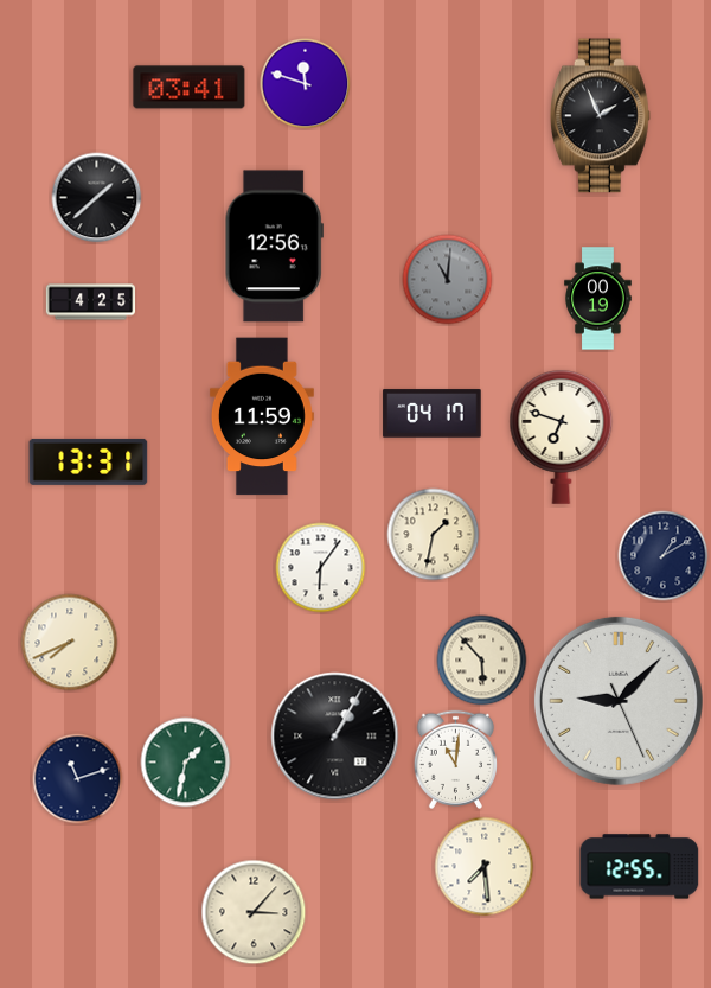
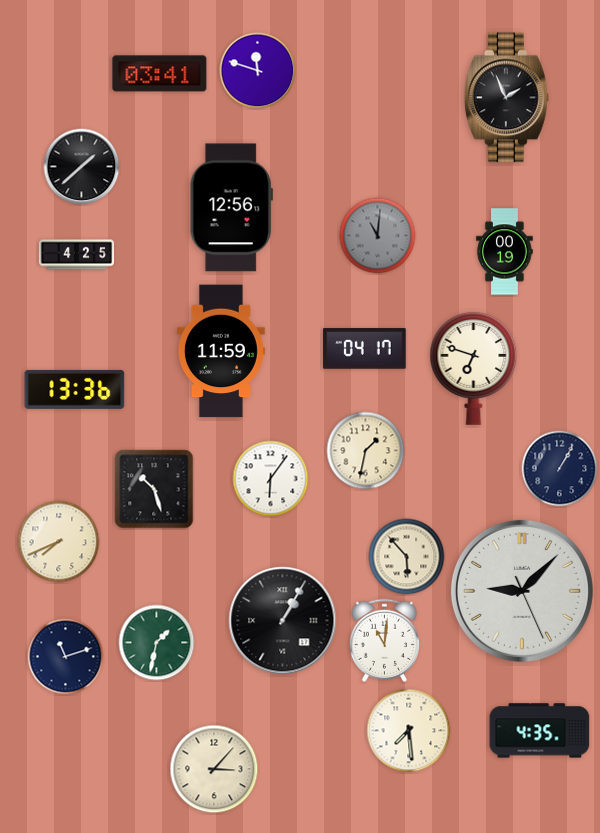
clock at (89, 461): 13:31 -> 13:36
clock at (664, 556): 1:10 -> 1:05
clock at (154, 489): none -> 10:27
clock at (640, 867): 12:55 -> 4:35
